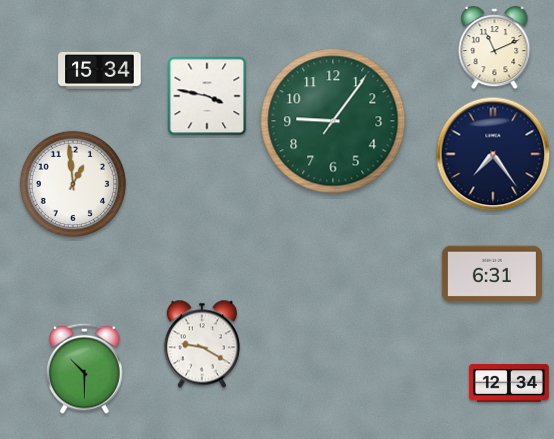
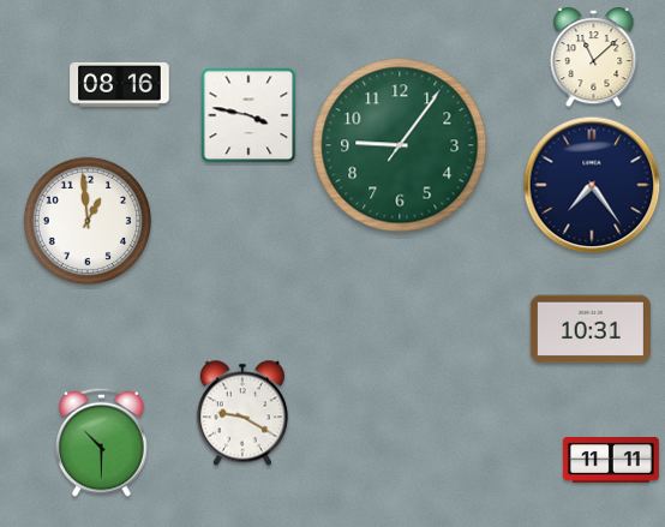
clock at (495, 48): 11:11 -> 11:08
clock at (100, 70): 15:34 -> 08:16
clock at (492, 274): 6:31 -> 10:31
clock at (509, 384): 12:34 -> 11:11
